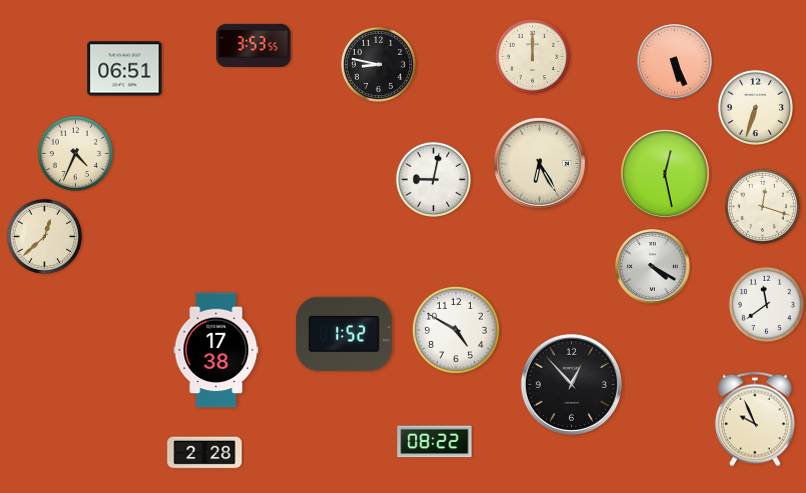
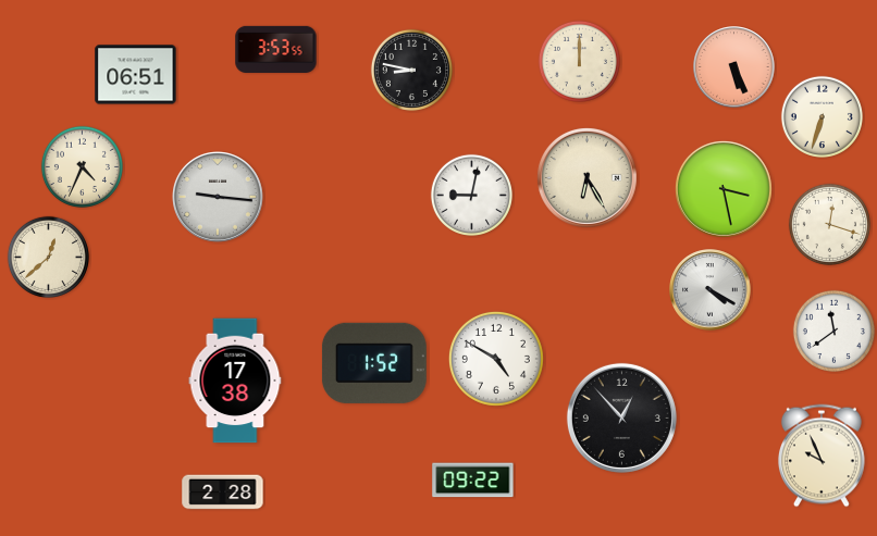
clock at (665, 174): 12:28 -> 3:28
clock at (219, 198): none -> 9:16
clock at (435, 442): 08:22 -> 09:22
